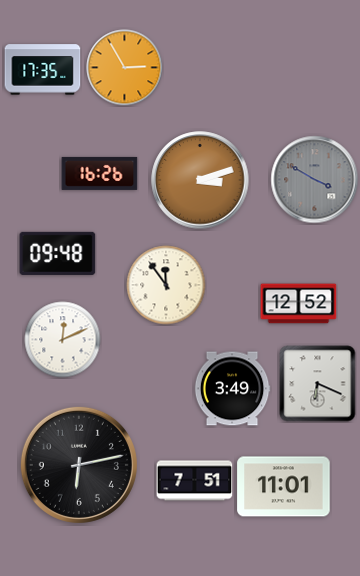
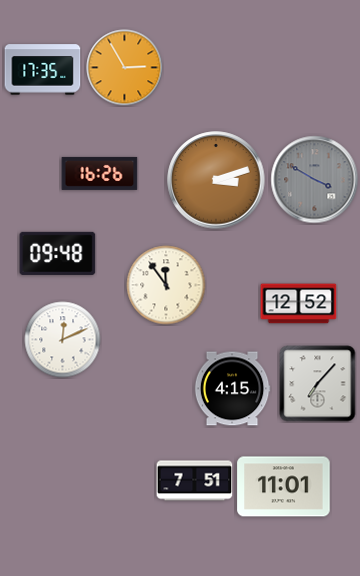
clock at (200, 180) position: (200, 180) -> (216, 180)
clock at (318, 384): 6:19 -> 7:07
clock at (232, 389): 3:49 -> 4:15
clock at (79, 465): 6:13 -> none
